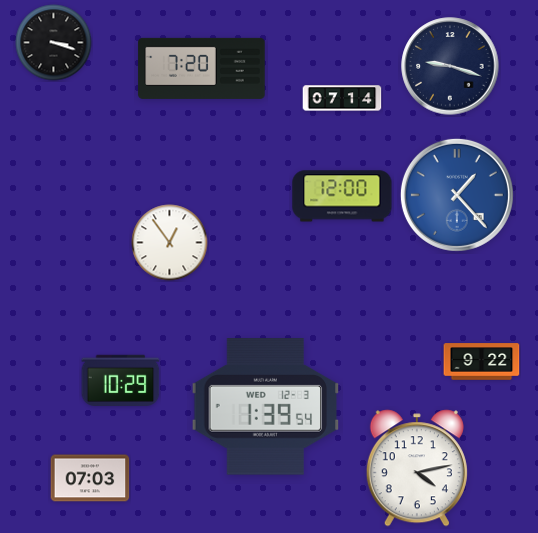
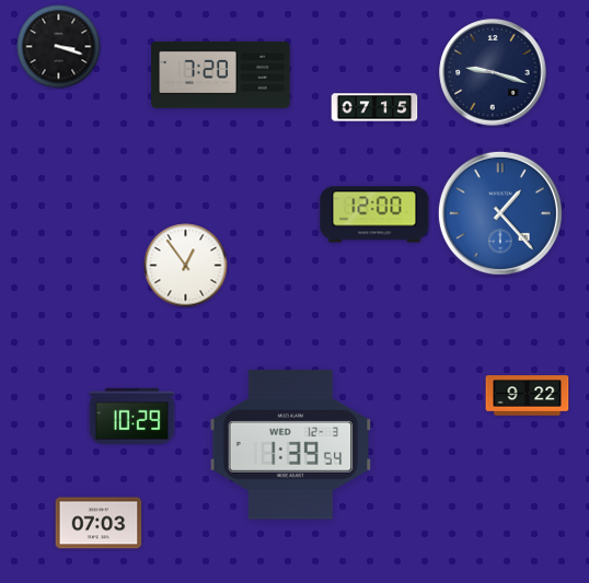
clock at (342, 98): 07:14 -> 07:15
clock at (417, 468): 4:13 -> none
